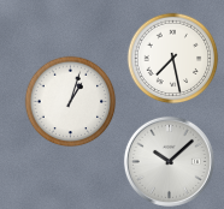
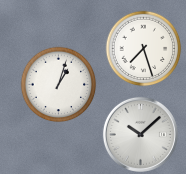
clock at (173, 59): 7:28 -> 7:27
